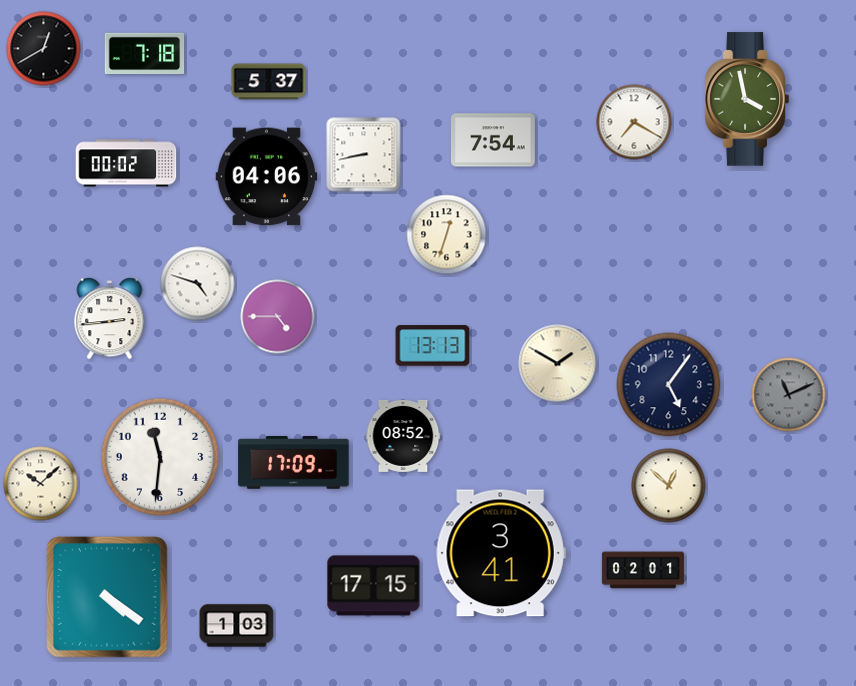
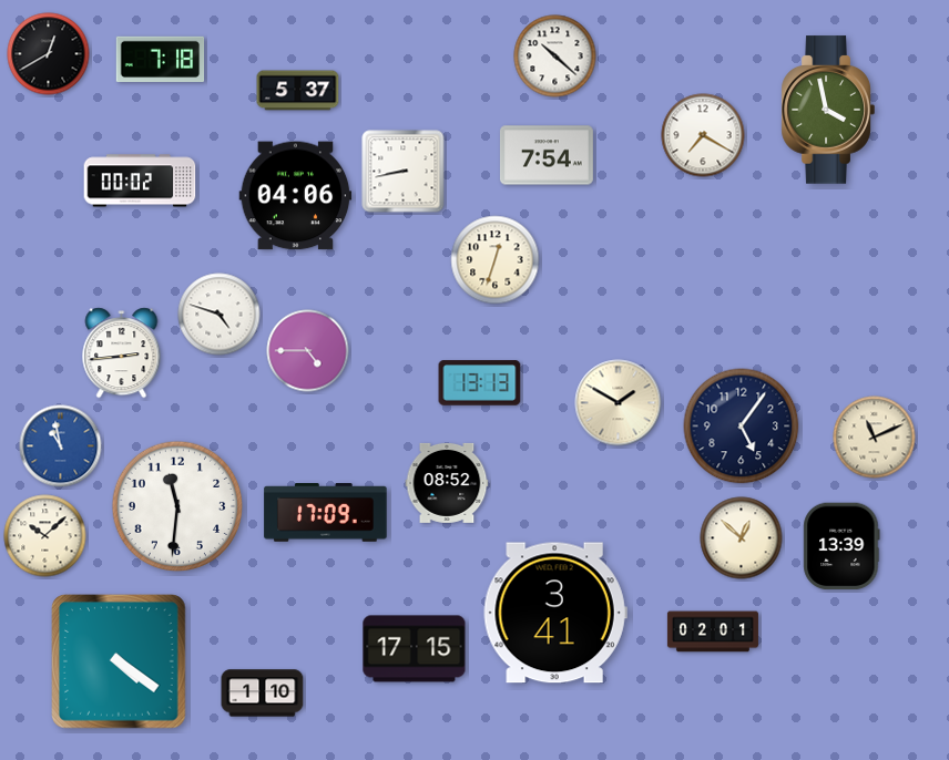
clock at (555, 57): none -> 10:22
clock at (789, 395) dial: grey -> cream
clock at (61, 446): none -> 10:58
clock at (841, 546): none -> 13:39
clock at (237, 626): 1:03 -> 1:10
